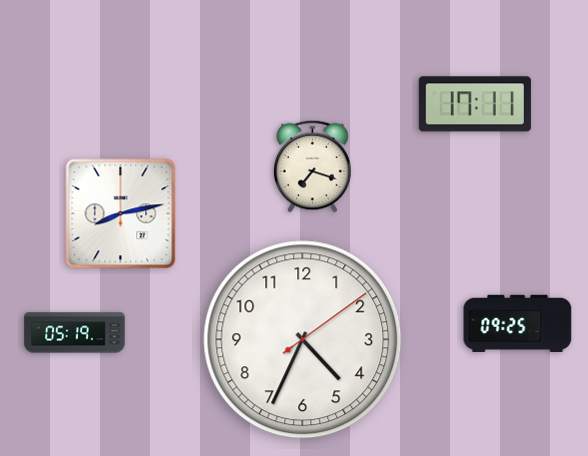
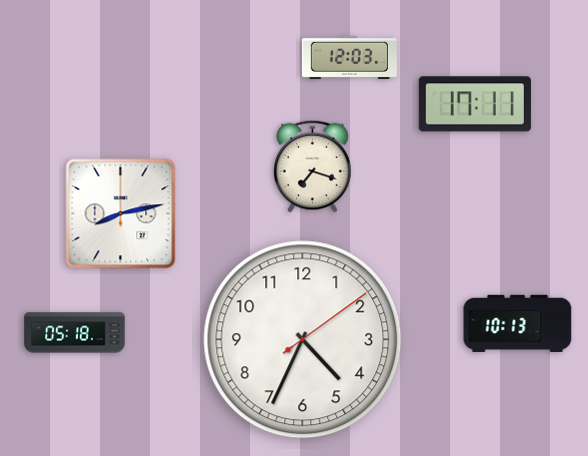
clock at (349, 57): none -> 12:03
clock at (518, 323): 09:25 -> 10:13
clock at (75, 333): 05:19 -> 05:18
